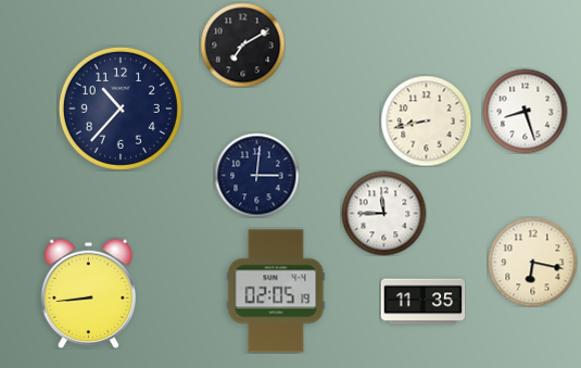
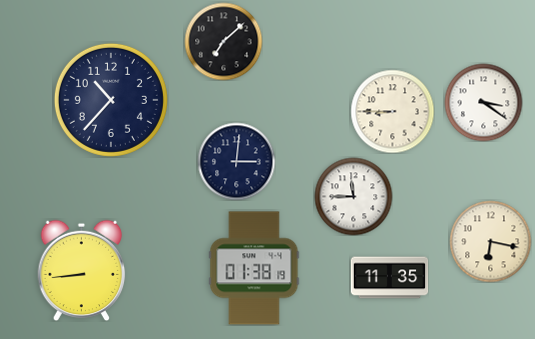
clock at (242, 45): 7:10 -> 7:08
clock at (525, 111): 8:27 -> 3:21
clock at (426, 120): 8:43 -> 8:45
clock at (276, 291): 02:05 -> 01:38
